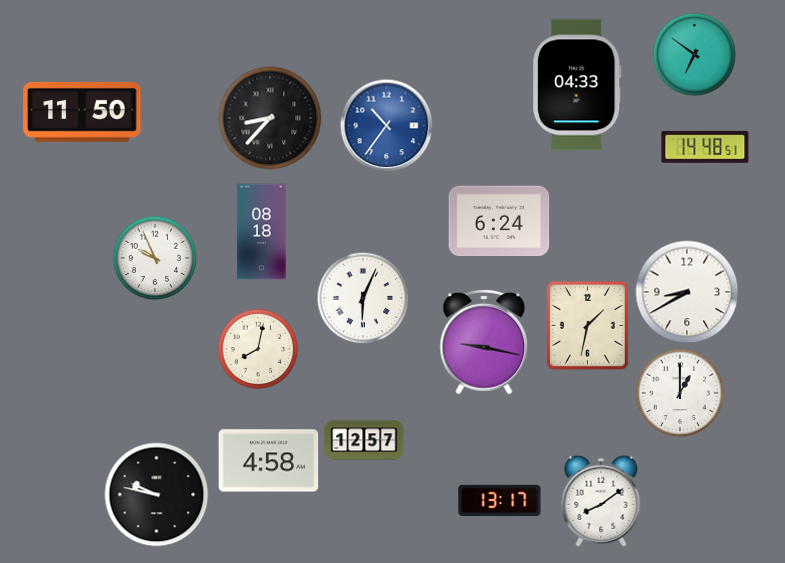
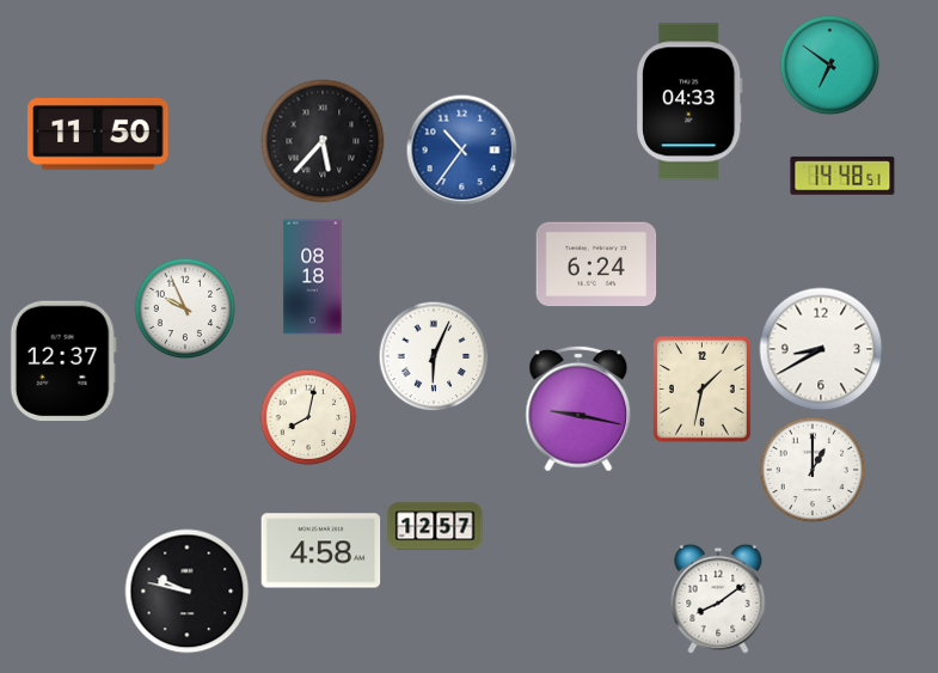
clock at (270, 118): 8:37 -> 5:37
clock at (63, 361): none -> 12:37
clock at (500, 501): 13:17 -> none
